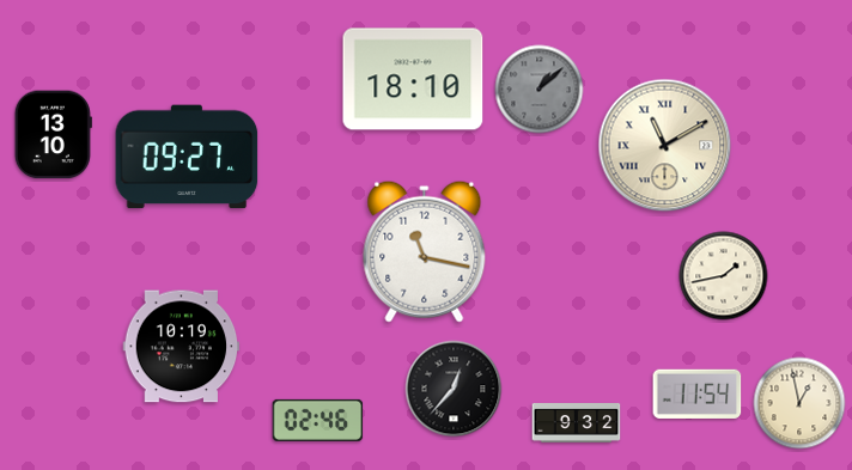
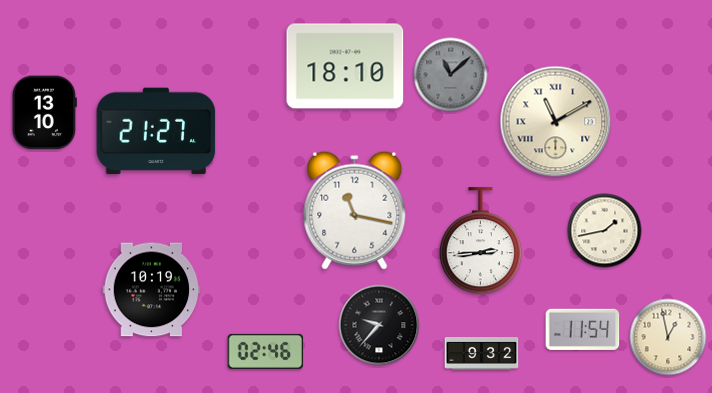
clock at (540, 90): 1:08 -> 11:08
clock at (187, 157): 09:27 -> 21:27
clock at (480, 241): none -> 2:44
clock at (454, 389): 12:37 -> 9:37
